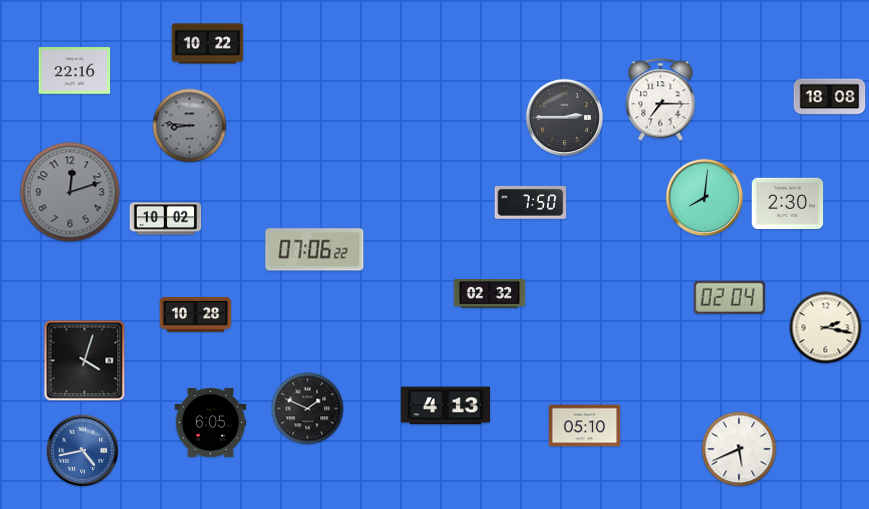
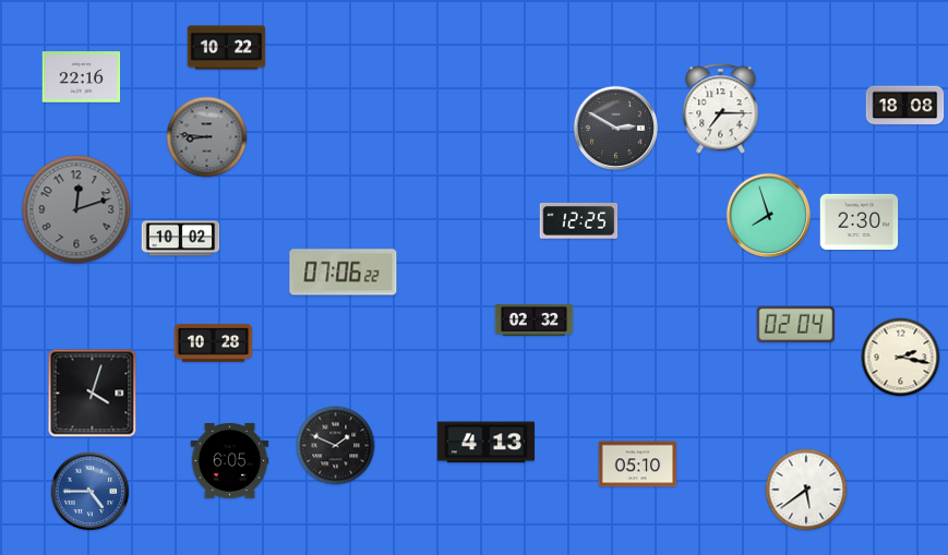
clock at (564, 117): 2:45 -> 2:50
clock at (704, 197): 8:01 -> 7:57
clock at (531, 202): 7:50 -> 12:25
clock at (739, 449): 5:41 -> 5:39
clock at (83, 451): 4:43 -> 4:45
